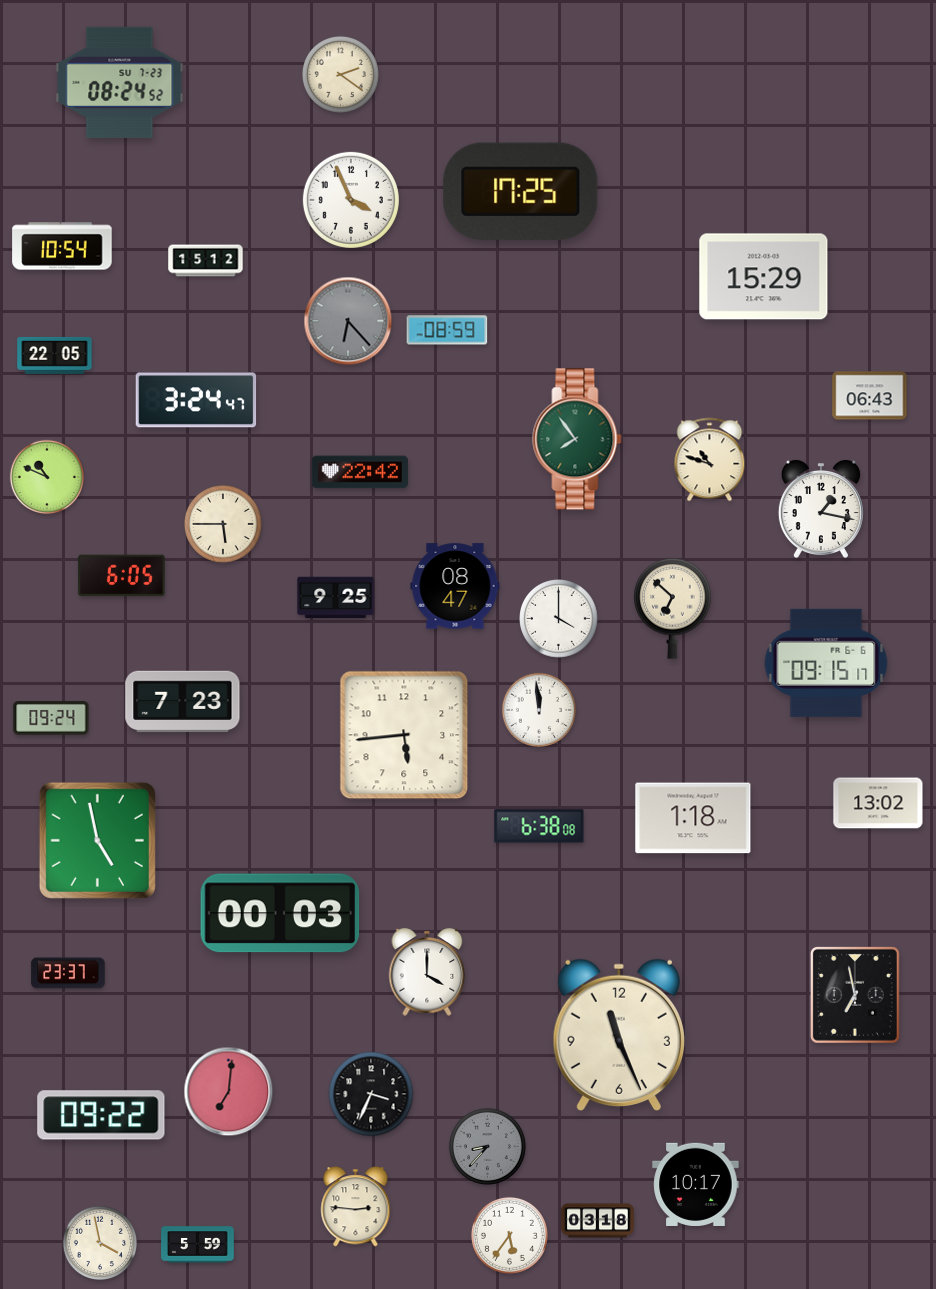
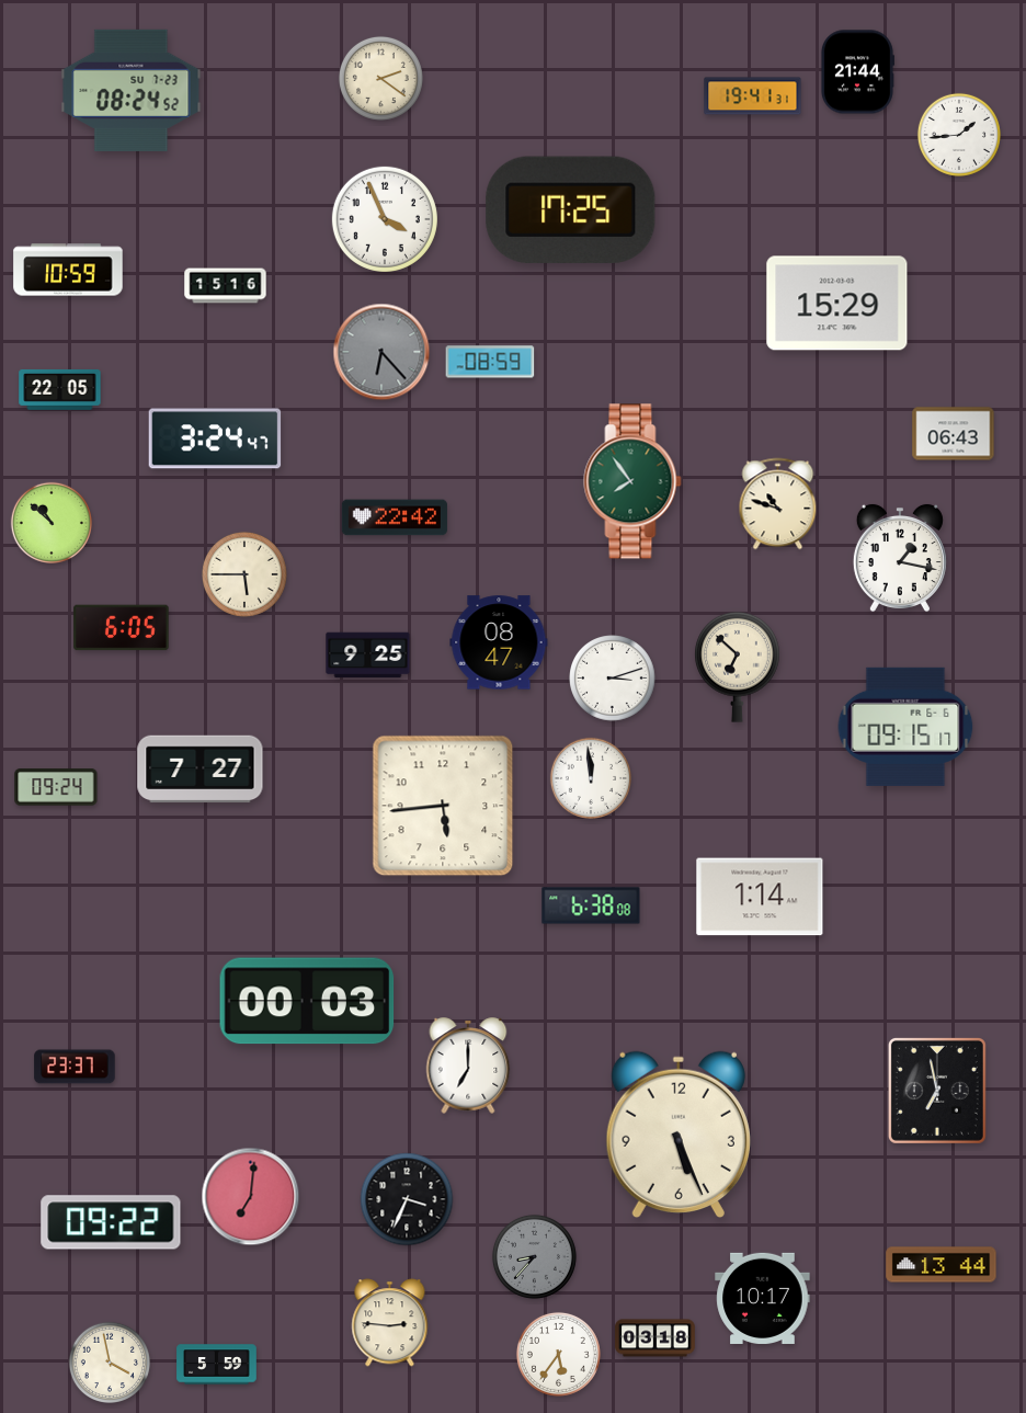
clock at (857, 72): none -> 21:44
clock at (340, 74) position: (340, 74) -> (380, 78)
clock at (753, 96): none -> 19:41
clock at (959, 135): none -> 1:44
clock at (62, 246): 10:54 -> 10:59
clock at (206, 261): 15:12 -> 15:16
clock at (46, 476): 10:49 -> 10:52
clock at (122, 576) position: (122, 576) -> (122, 628)
clock at (559, 619): 4:00 -> 3:12
clock at (183, 702): 7:23 -> 7:27
clock at (878, 803): 13:02 -> none
clock at (693, 818): 1:18 -> 1:14
clock at (97, 840): 4:58 -> none
clock at (427, 972): 4:00 -> 7:00
clock at (619, 1035): 11:26 -> 5:26
clock at (942, 1265): none -> 13:44
